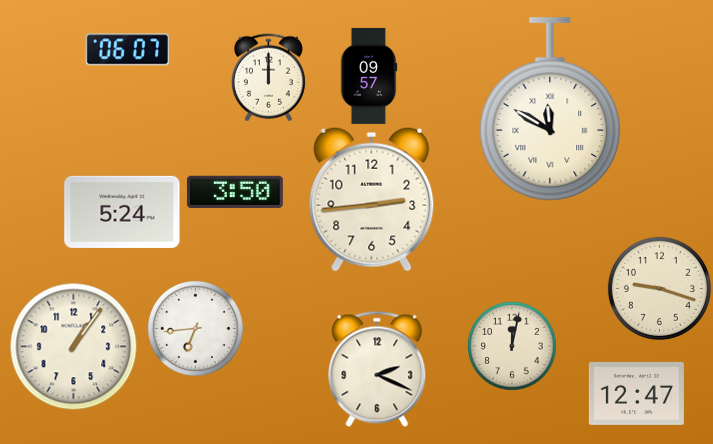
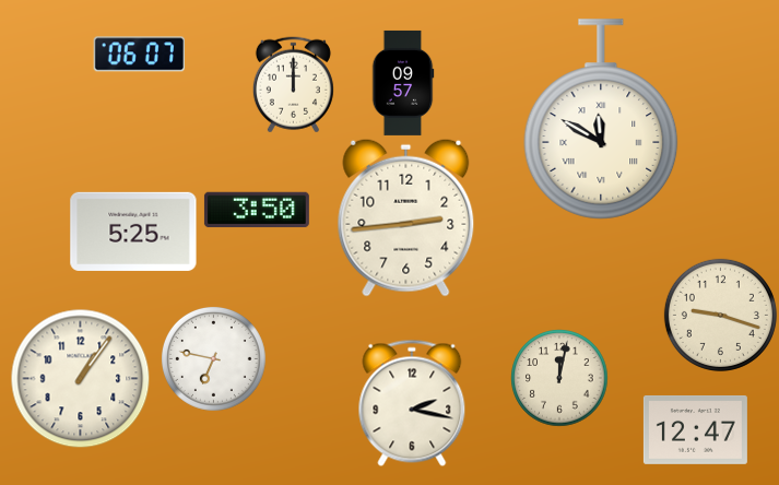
clock at (122, 212): 5:24 -> 5:25
clock at (195, 328): 6:44 -> 6:47
clock at (377, 369): 2:19 -> 2:17
